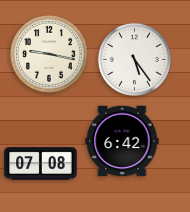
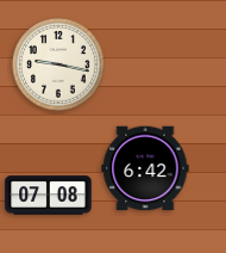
clock at (134, 59): 5:24 -> none
